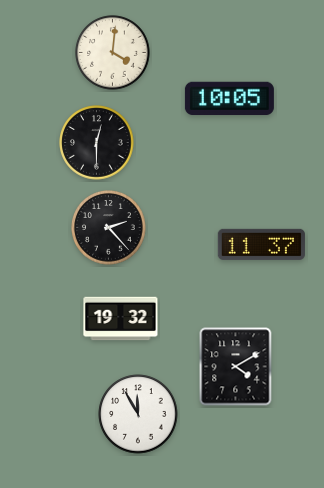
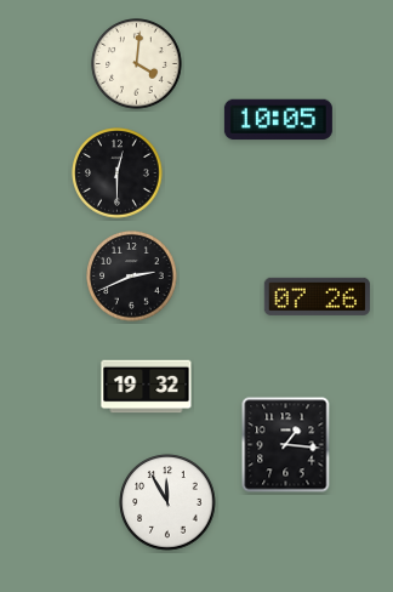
clock at (109, 228): 2:23 -> 2:41
clock at (261, 244): 11:37 -> 07:26
clock at (236, 367): 4:10 -> 1:16
